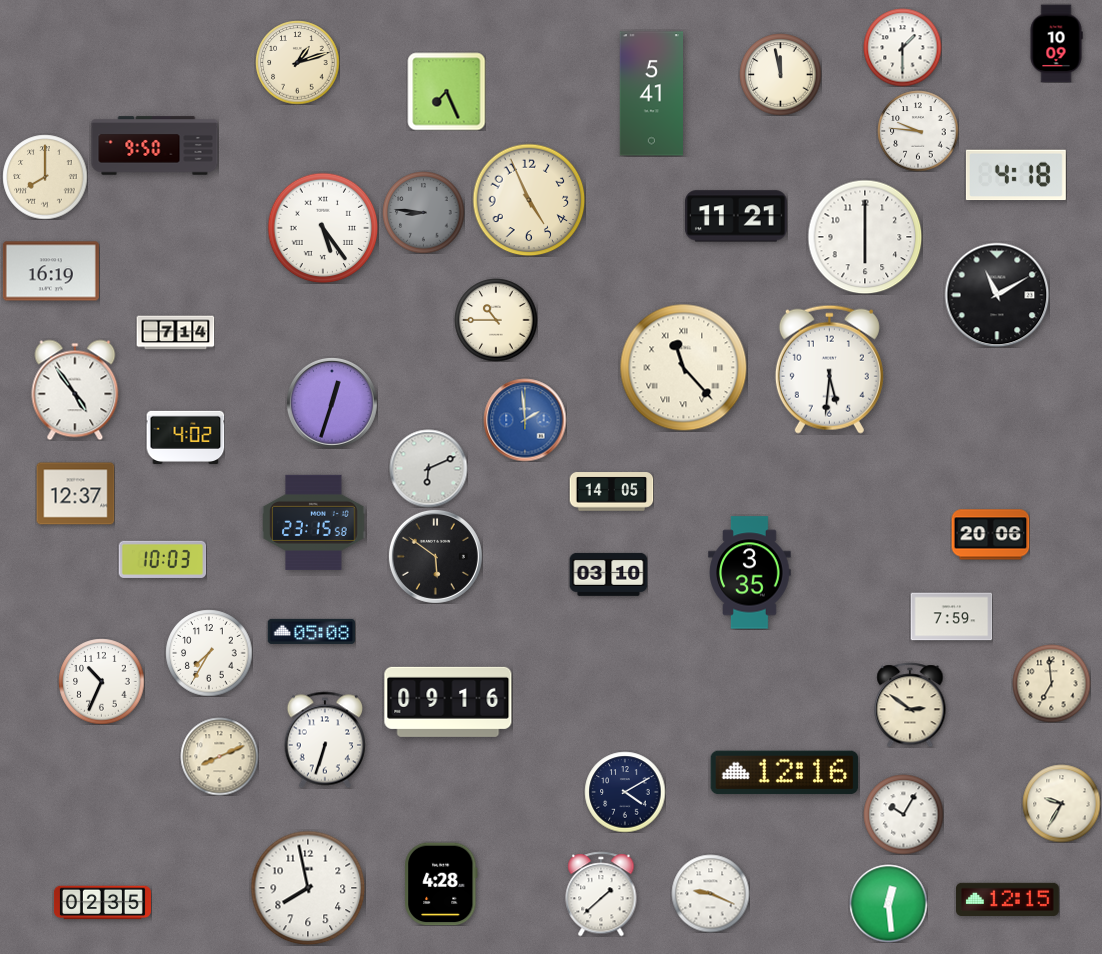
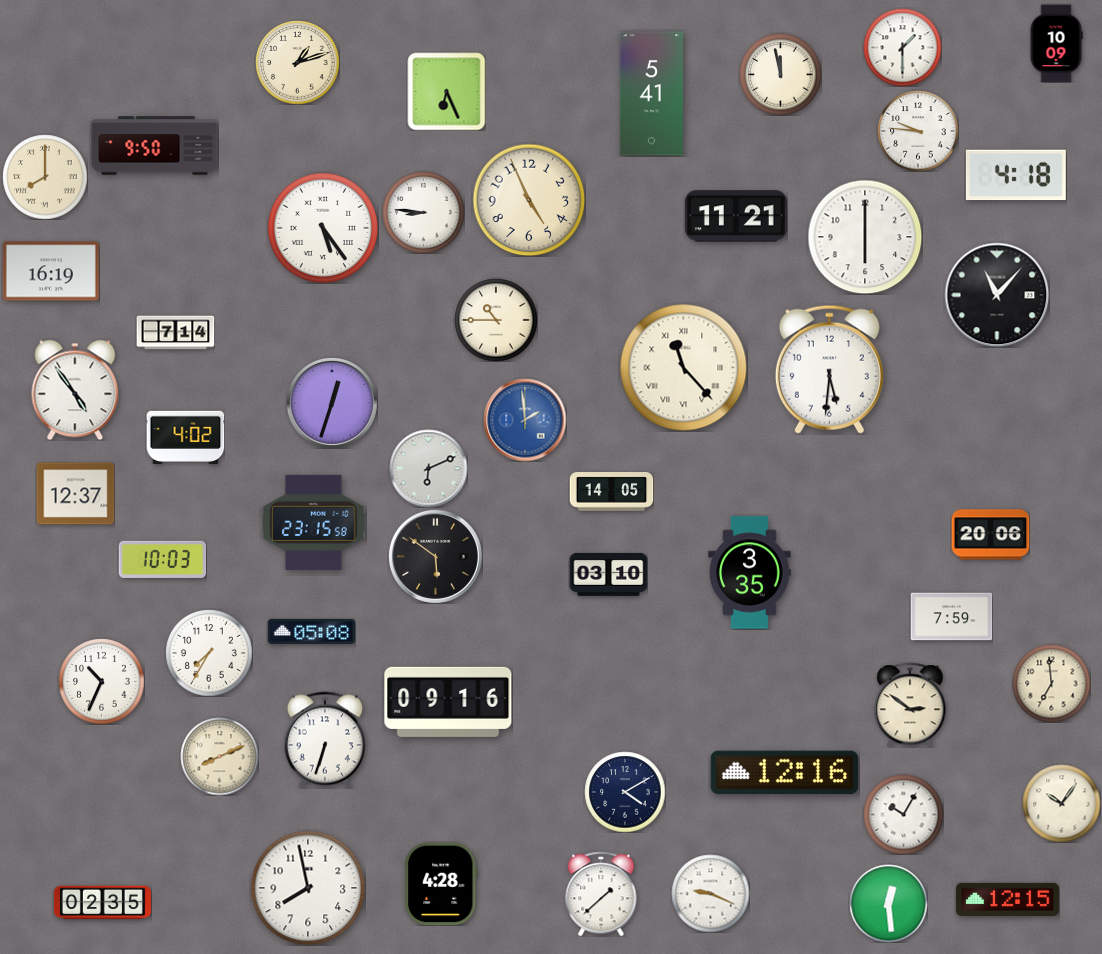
clock at (446, 91): 7:26 -> 6:26
clock at (423, 212) dial: grey -> white
clock at (997, 295): 11:10 -> 11:07
clock at (1061, 803): 9:35 -> 10:06
